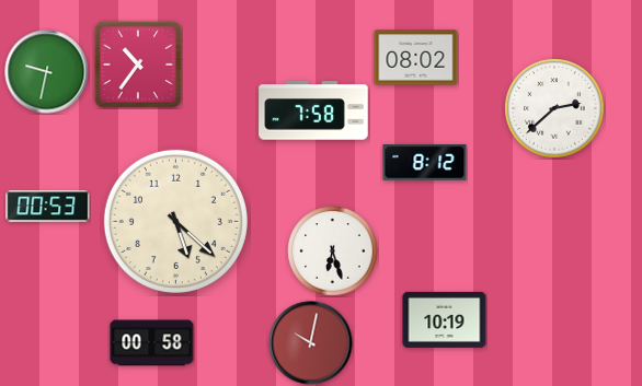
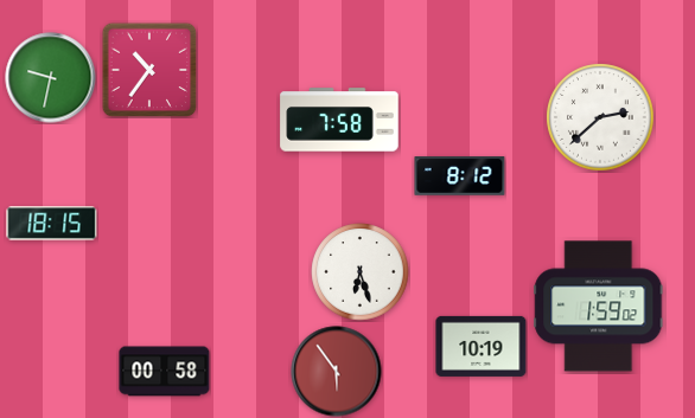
clock at (416, 58): 08:02 -> none
clock at (48, 207): 00:53 -> 18:15
clock at (175, 221): 5:22 -> none
clock at (599, 307): none -> 1:59
clock at (311, 343): 10:02 -> 5:54
